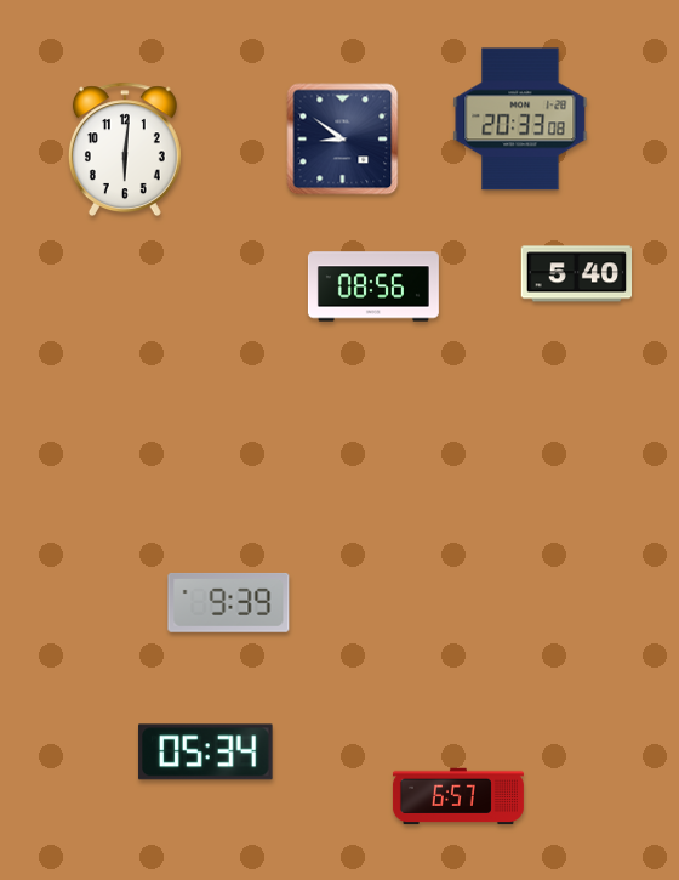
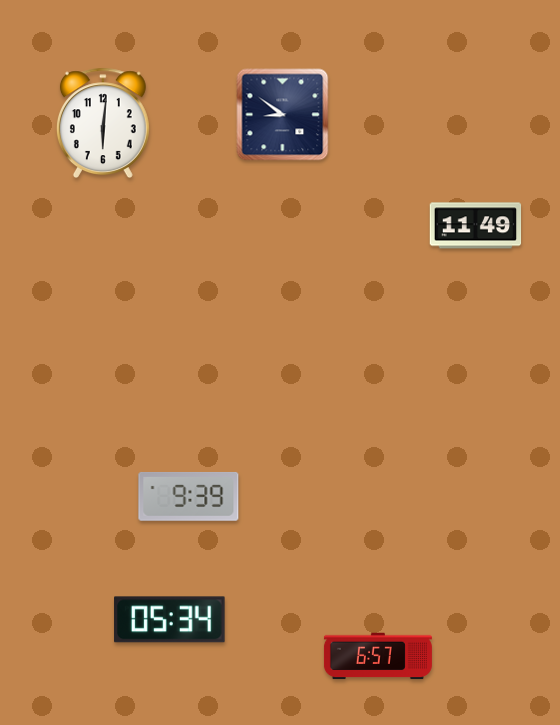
clock at (520, 119): 20:33 -> none
clock at (577, 274): 5:40 -> 11:49
clock at (373, 286): 08:56 -> none
